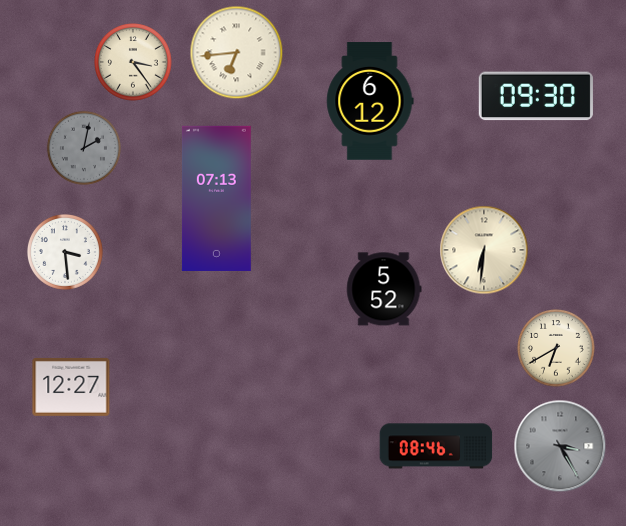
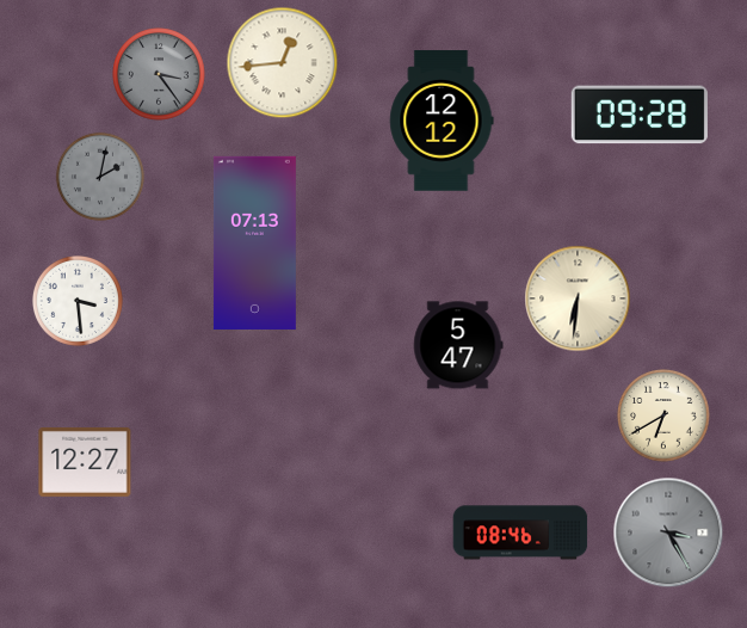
clock at (237, 53): 6:44 -> 12:44
clock at (133, 62) dial: cream -> grey
clock at (536, 96): 09:30 -> 09:28
clock at (370, 101): 6:12 -> 12:12
clock at (216, 198) position: (216, 198) -> (254, 242)
clock at (384, 289): 5:52 -> 5:47
